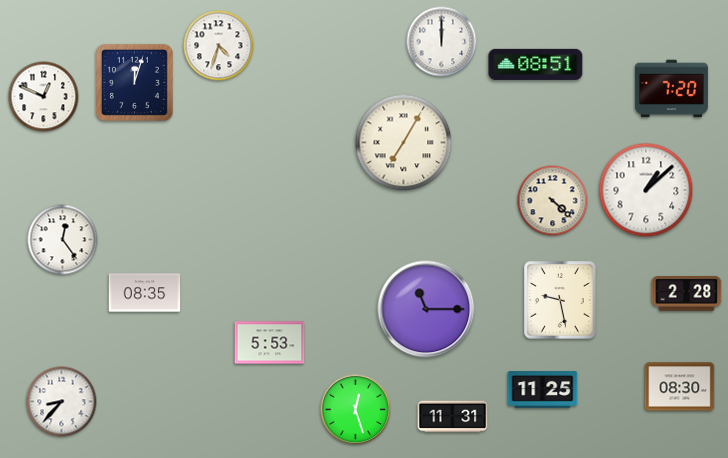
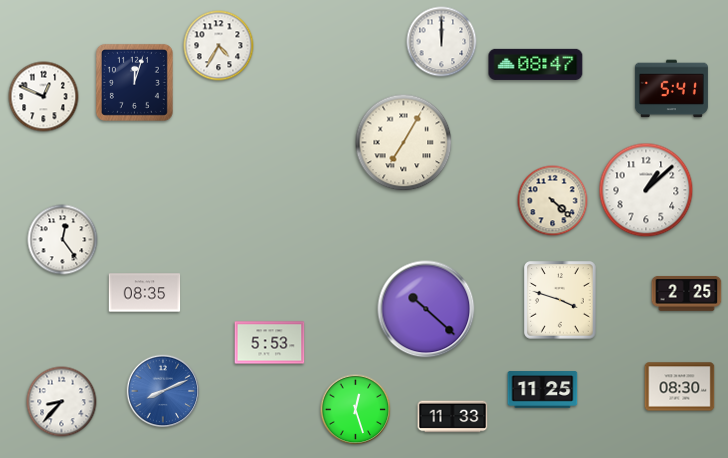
clock at (219, 46): 4:33 -> 4:35
clock at (536, 64): 08:51 -> 08:47
clock at (671, 89): 7:20 -> 5:41
clock at (687, 294): 2:28 -> 2:25
clock at (560, 300): 9:28 -> 3:48
clock at (426, 309): 11:15 -> 10:22
clock at (163, 391): none -> 8:11
clock at (453, 417): 11:31 -> 11:33
